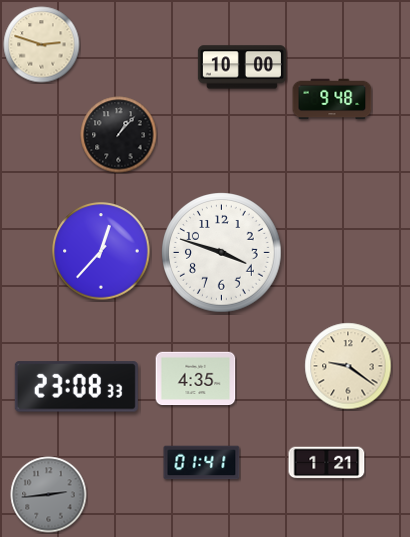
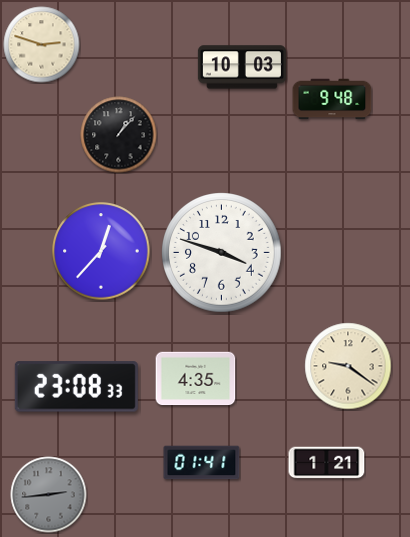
clock at (242, 67): 10:00 -> 10:03
